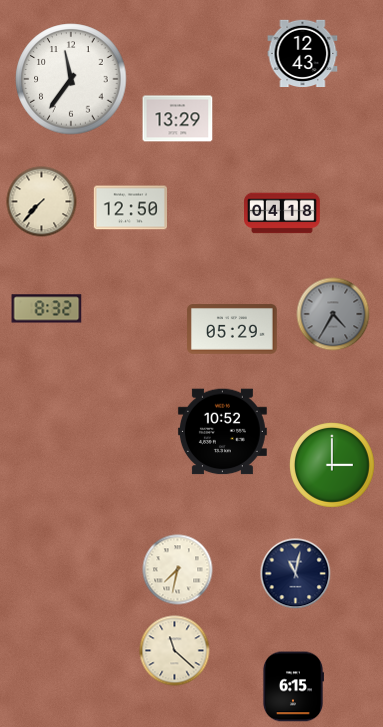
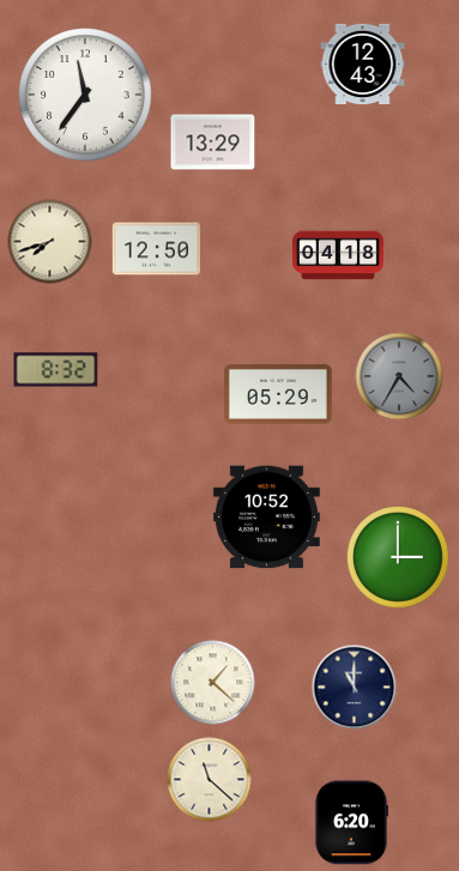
clock at (42, 202): 7:37 -> 7:42
clock at (178, 570): 7:32 -> 1:22
clock at (296, 574): 11:02 -> 11:00
clock at (292, 687): 6:15 -> 6:20
